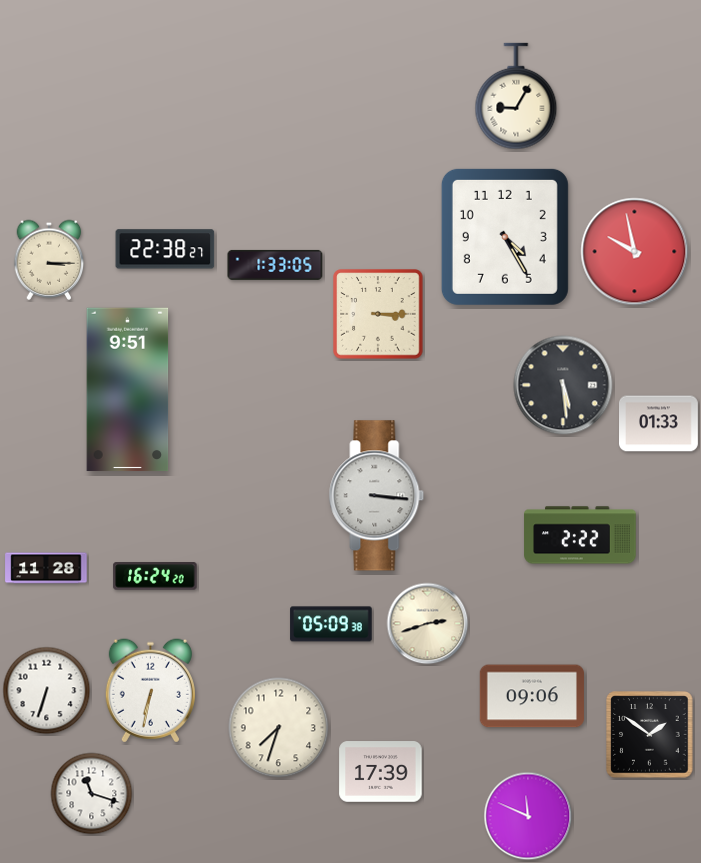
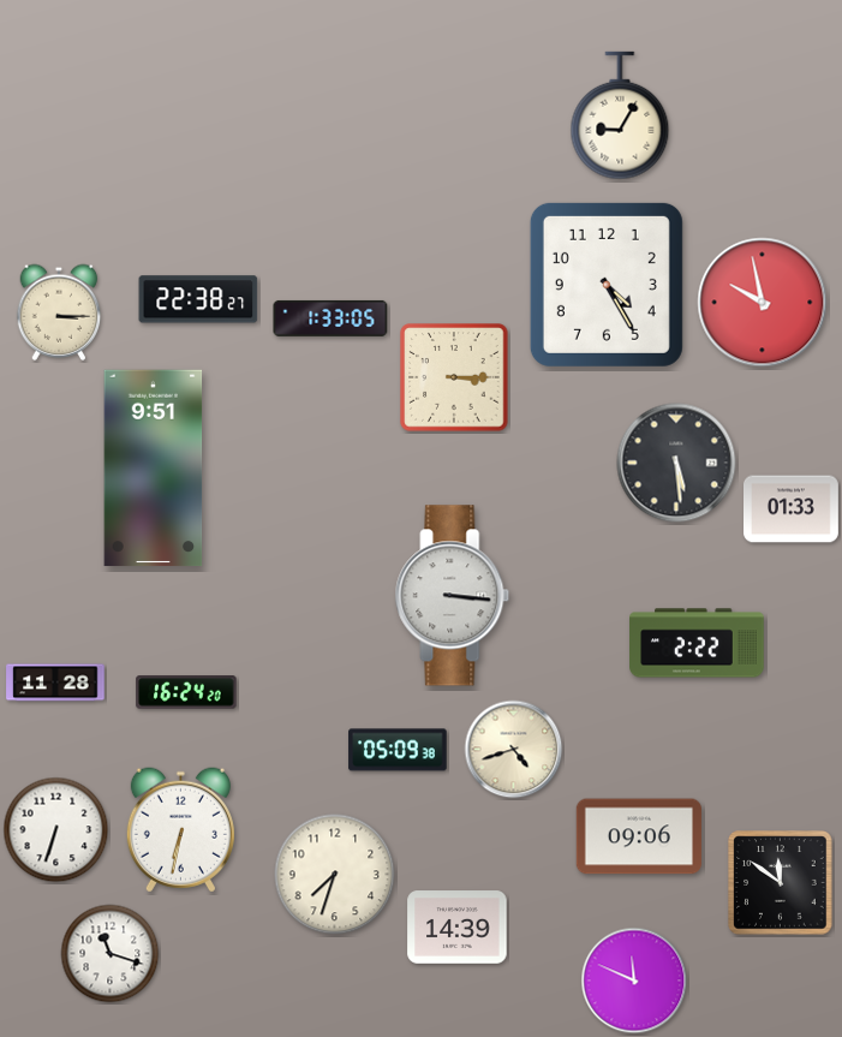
clock at (428, 624): 2:42 -> 4:42
clock at (650, 735): 1:51 -> 11:51
clock at (381, 772): 17:39 -> 14:39
